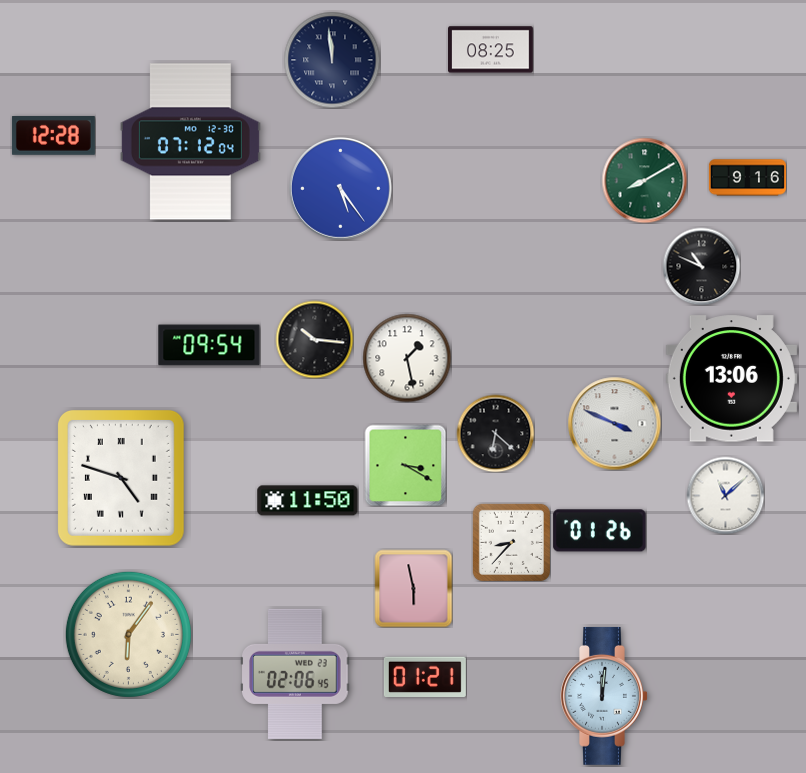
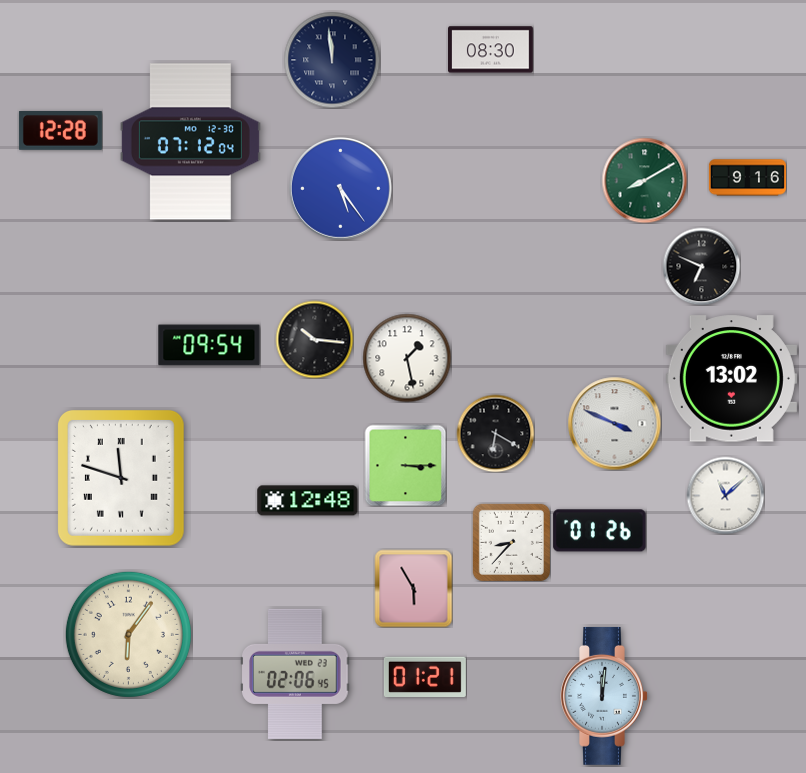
clock at (491, 50): 08:25 -> 08:30
clock at (53, 136) position: (53, 136) -> (60, 131)
clock at (701, 266): 10:49 -> 6:49
clock at (731, 379): 13:06 -> 13:02
clock at (495, 433): 6:22 -> 6:20
clock at (405, 465): 3:20 -> 3:15
clock at (121, 479): 4:48 -> 11:48
clock at (308, 501): 11:50 -> 12:48
clock at (413, 588): 5:58 -> 5:55
